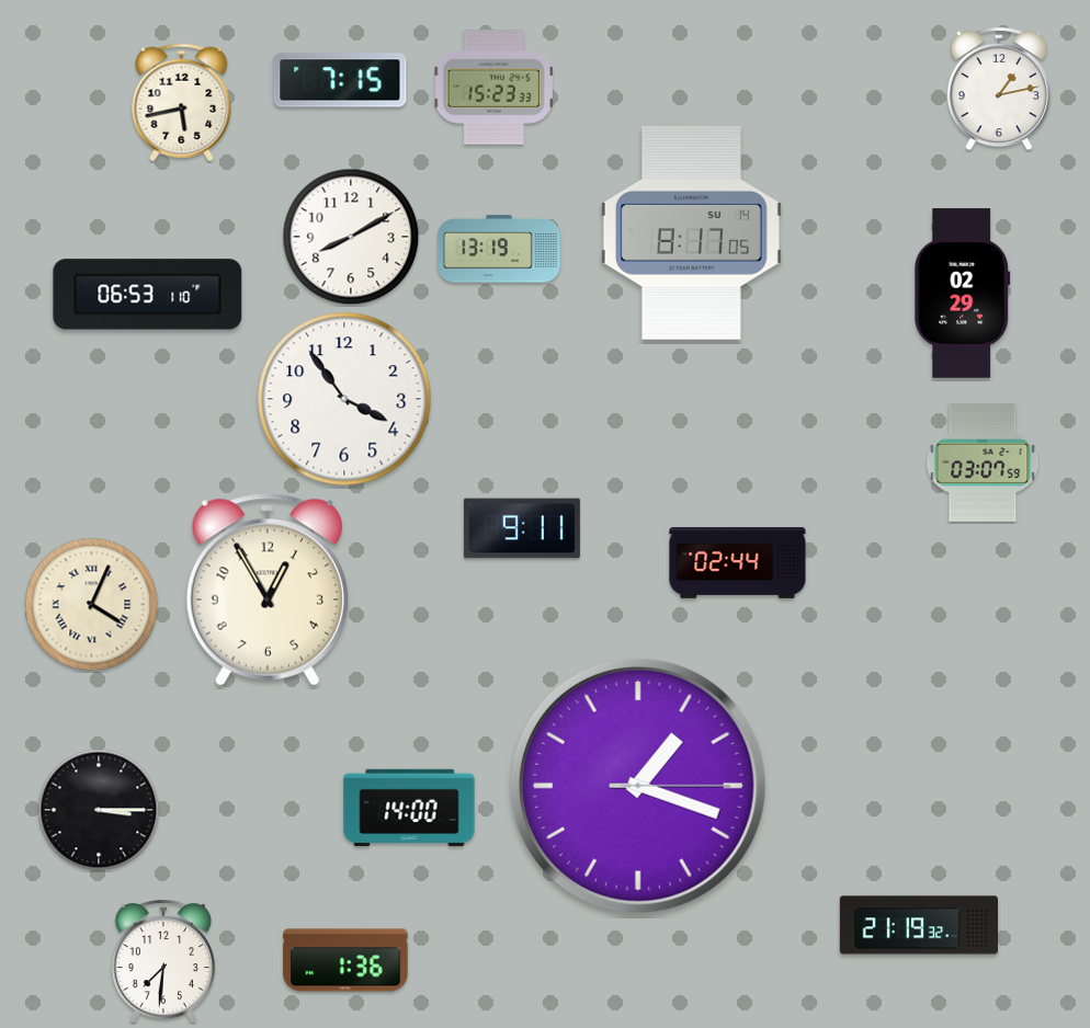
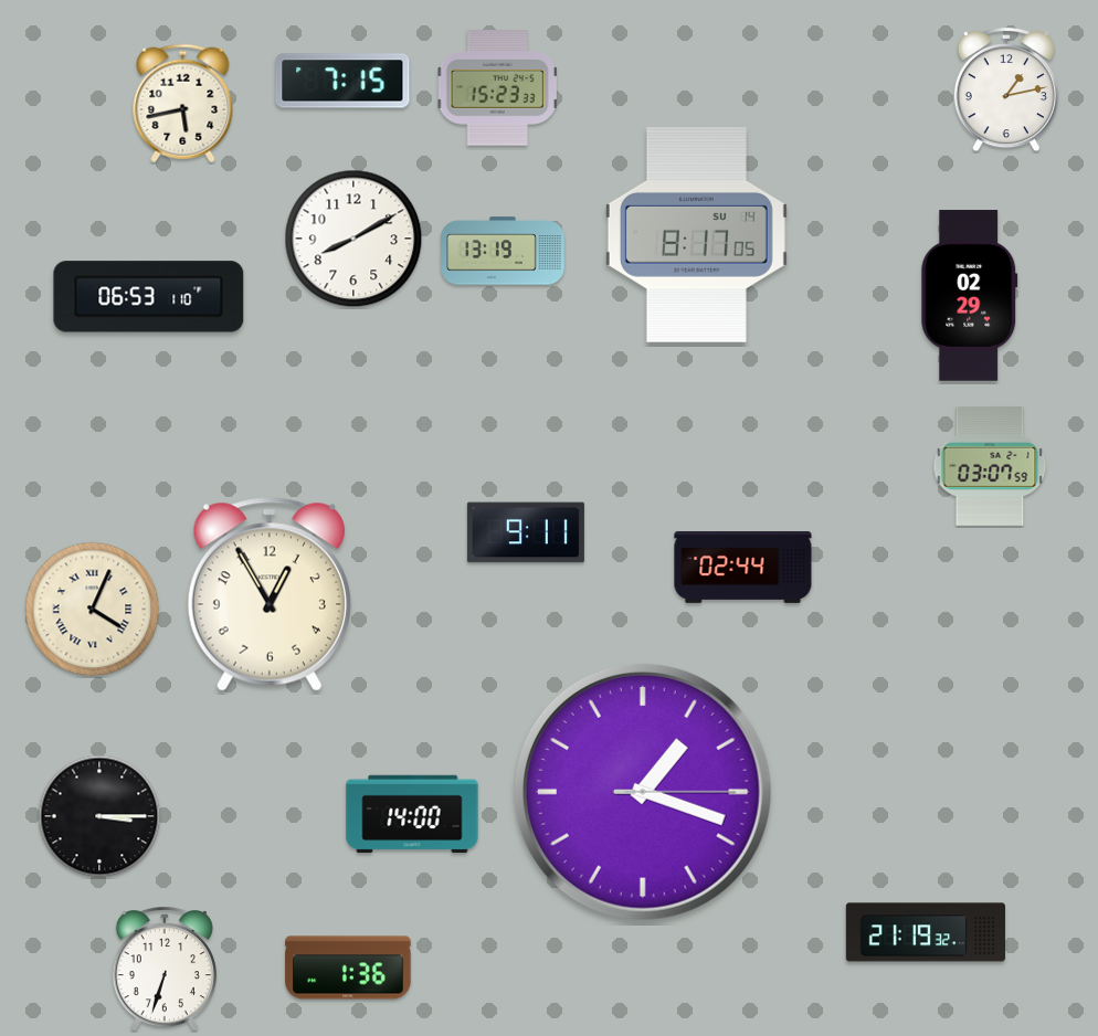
clock at (344, 399): 3:54 -> none
clock at (163, 962): 7:31 -> 6:33
